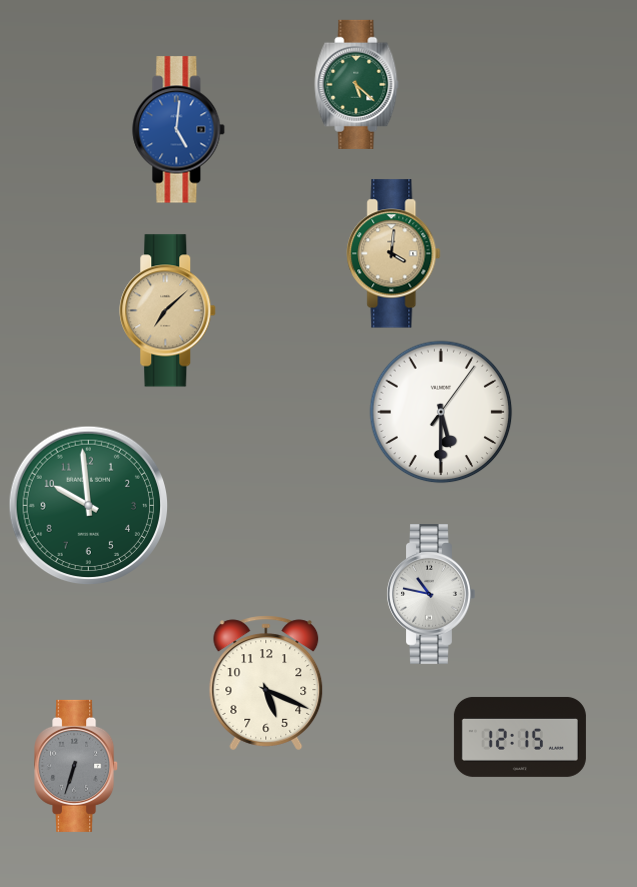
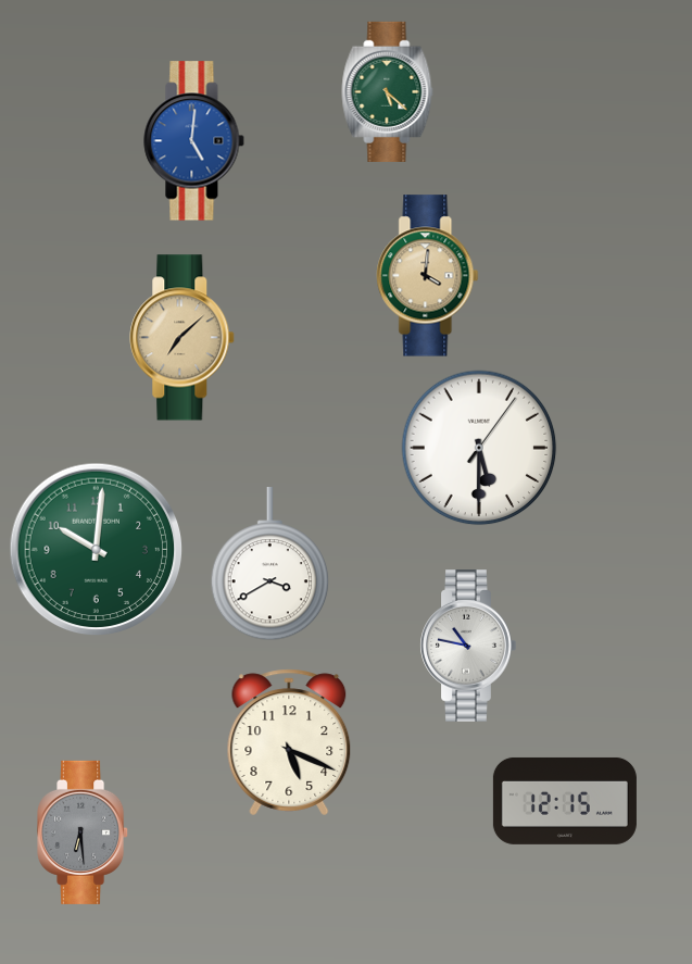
clock at (89, 506): 9:59 -> 10:01
clock at (270, 565): none -> 3:40
clock at (77, 766): 6:33 -> 6:29
